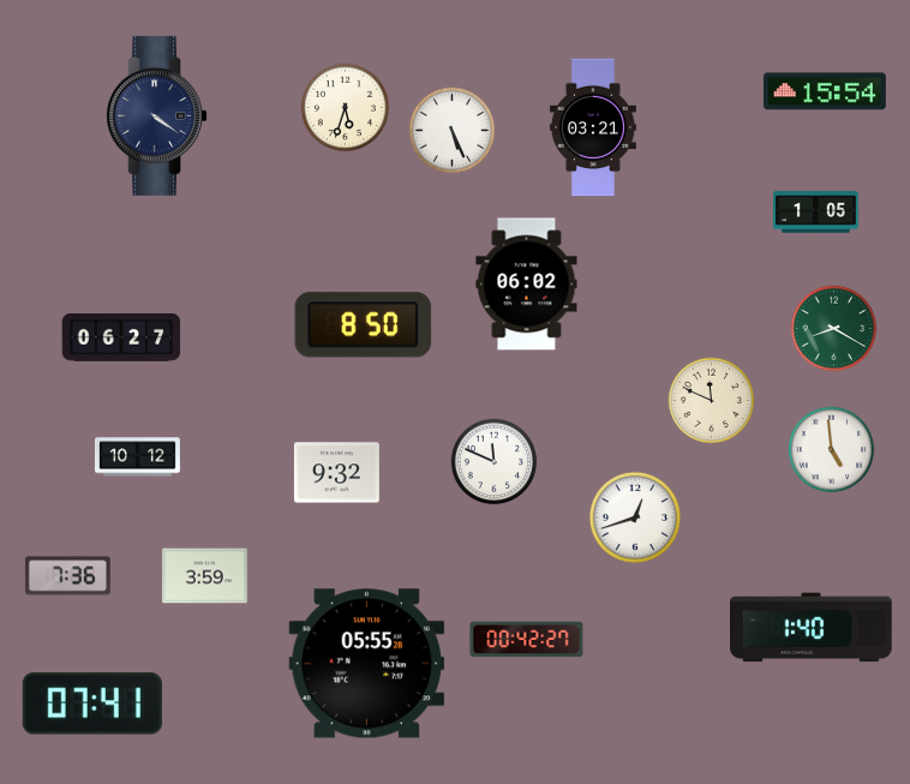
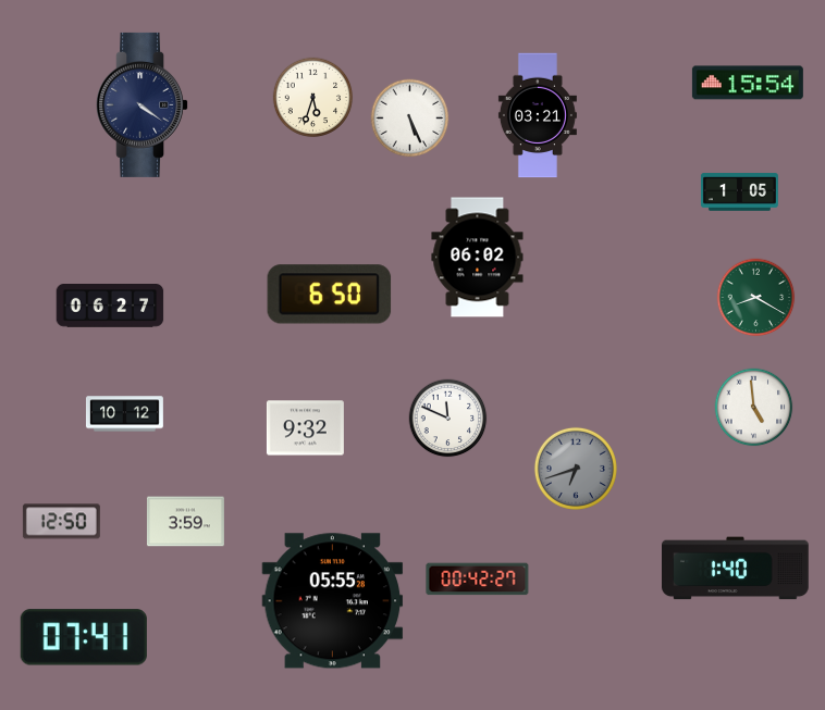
clock at (364, 325): 8:50 -> 6:50
clock at (712, 401): 11:49 -> none
clock at (635, 517): 12:42 -> 6:42
clock at (635, 517) dial: white -> grey
clock at (67, 576): 7:36 -> 12:50
